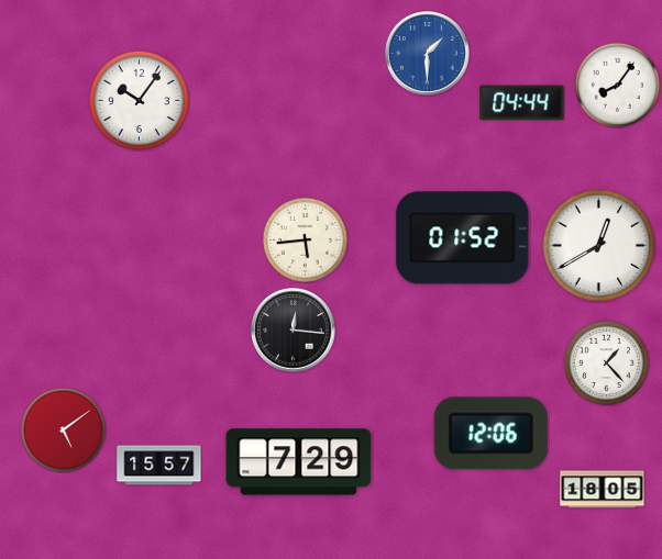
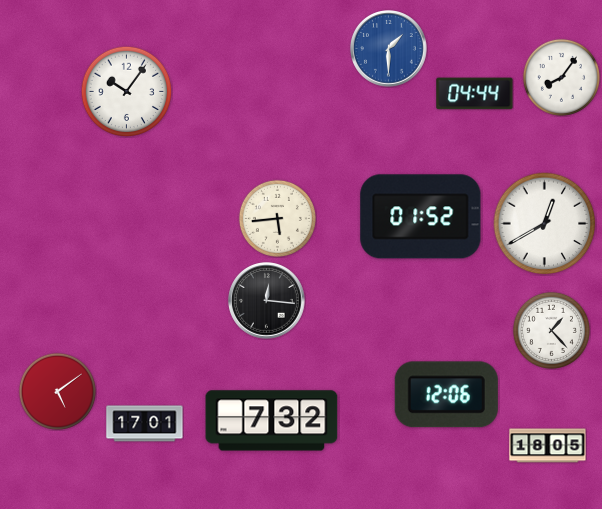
clock at (299, 462): 7:29 -> 7:32
clock at (159, 466): 15:57 -> 17:01
